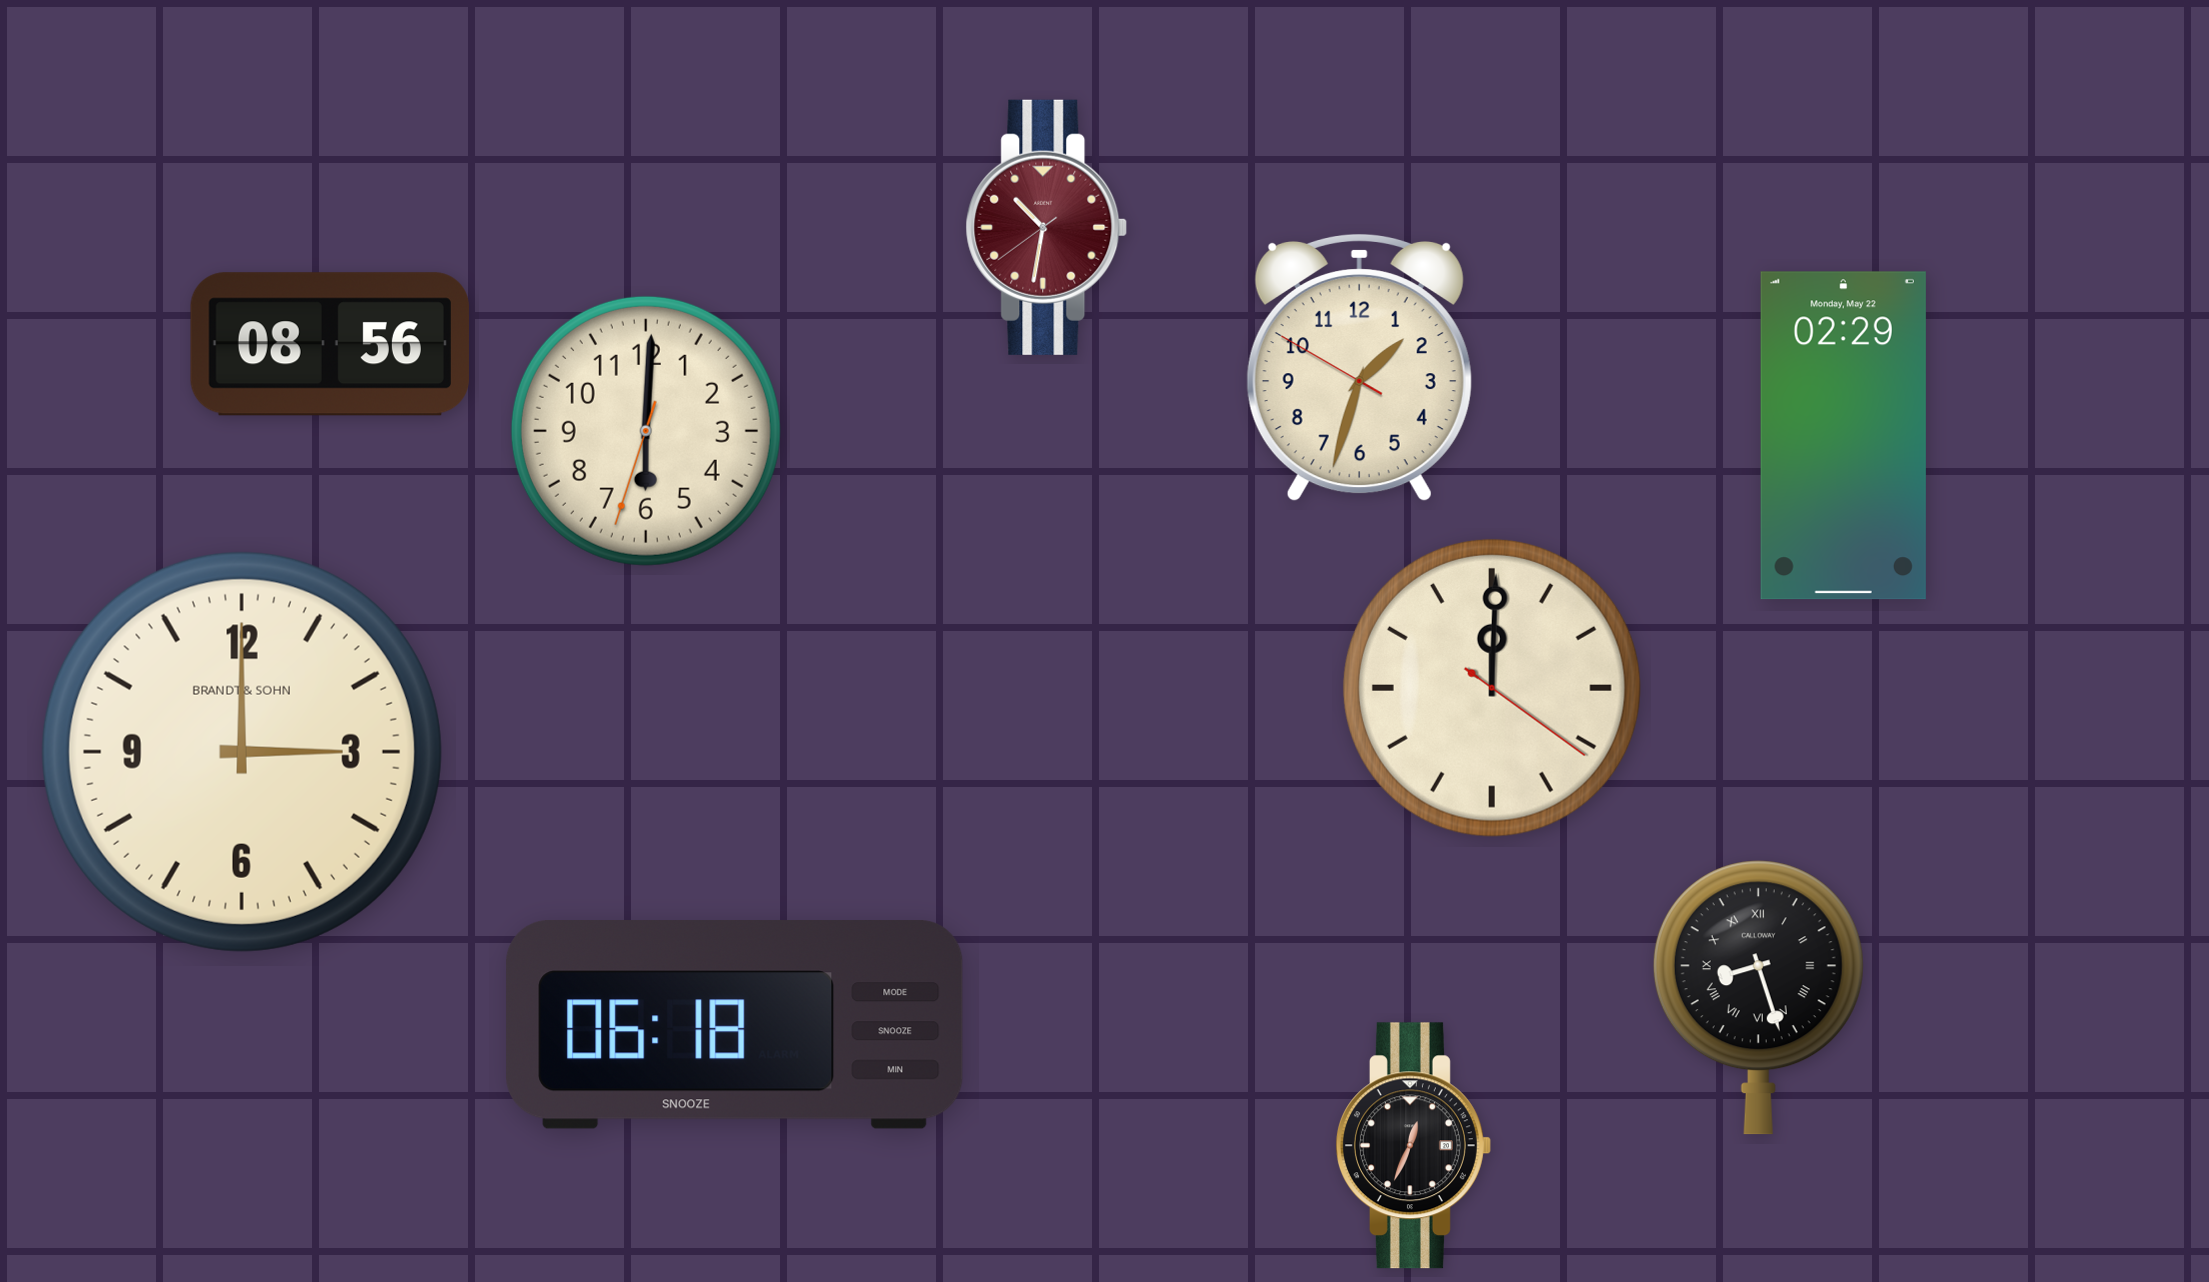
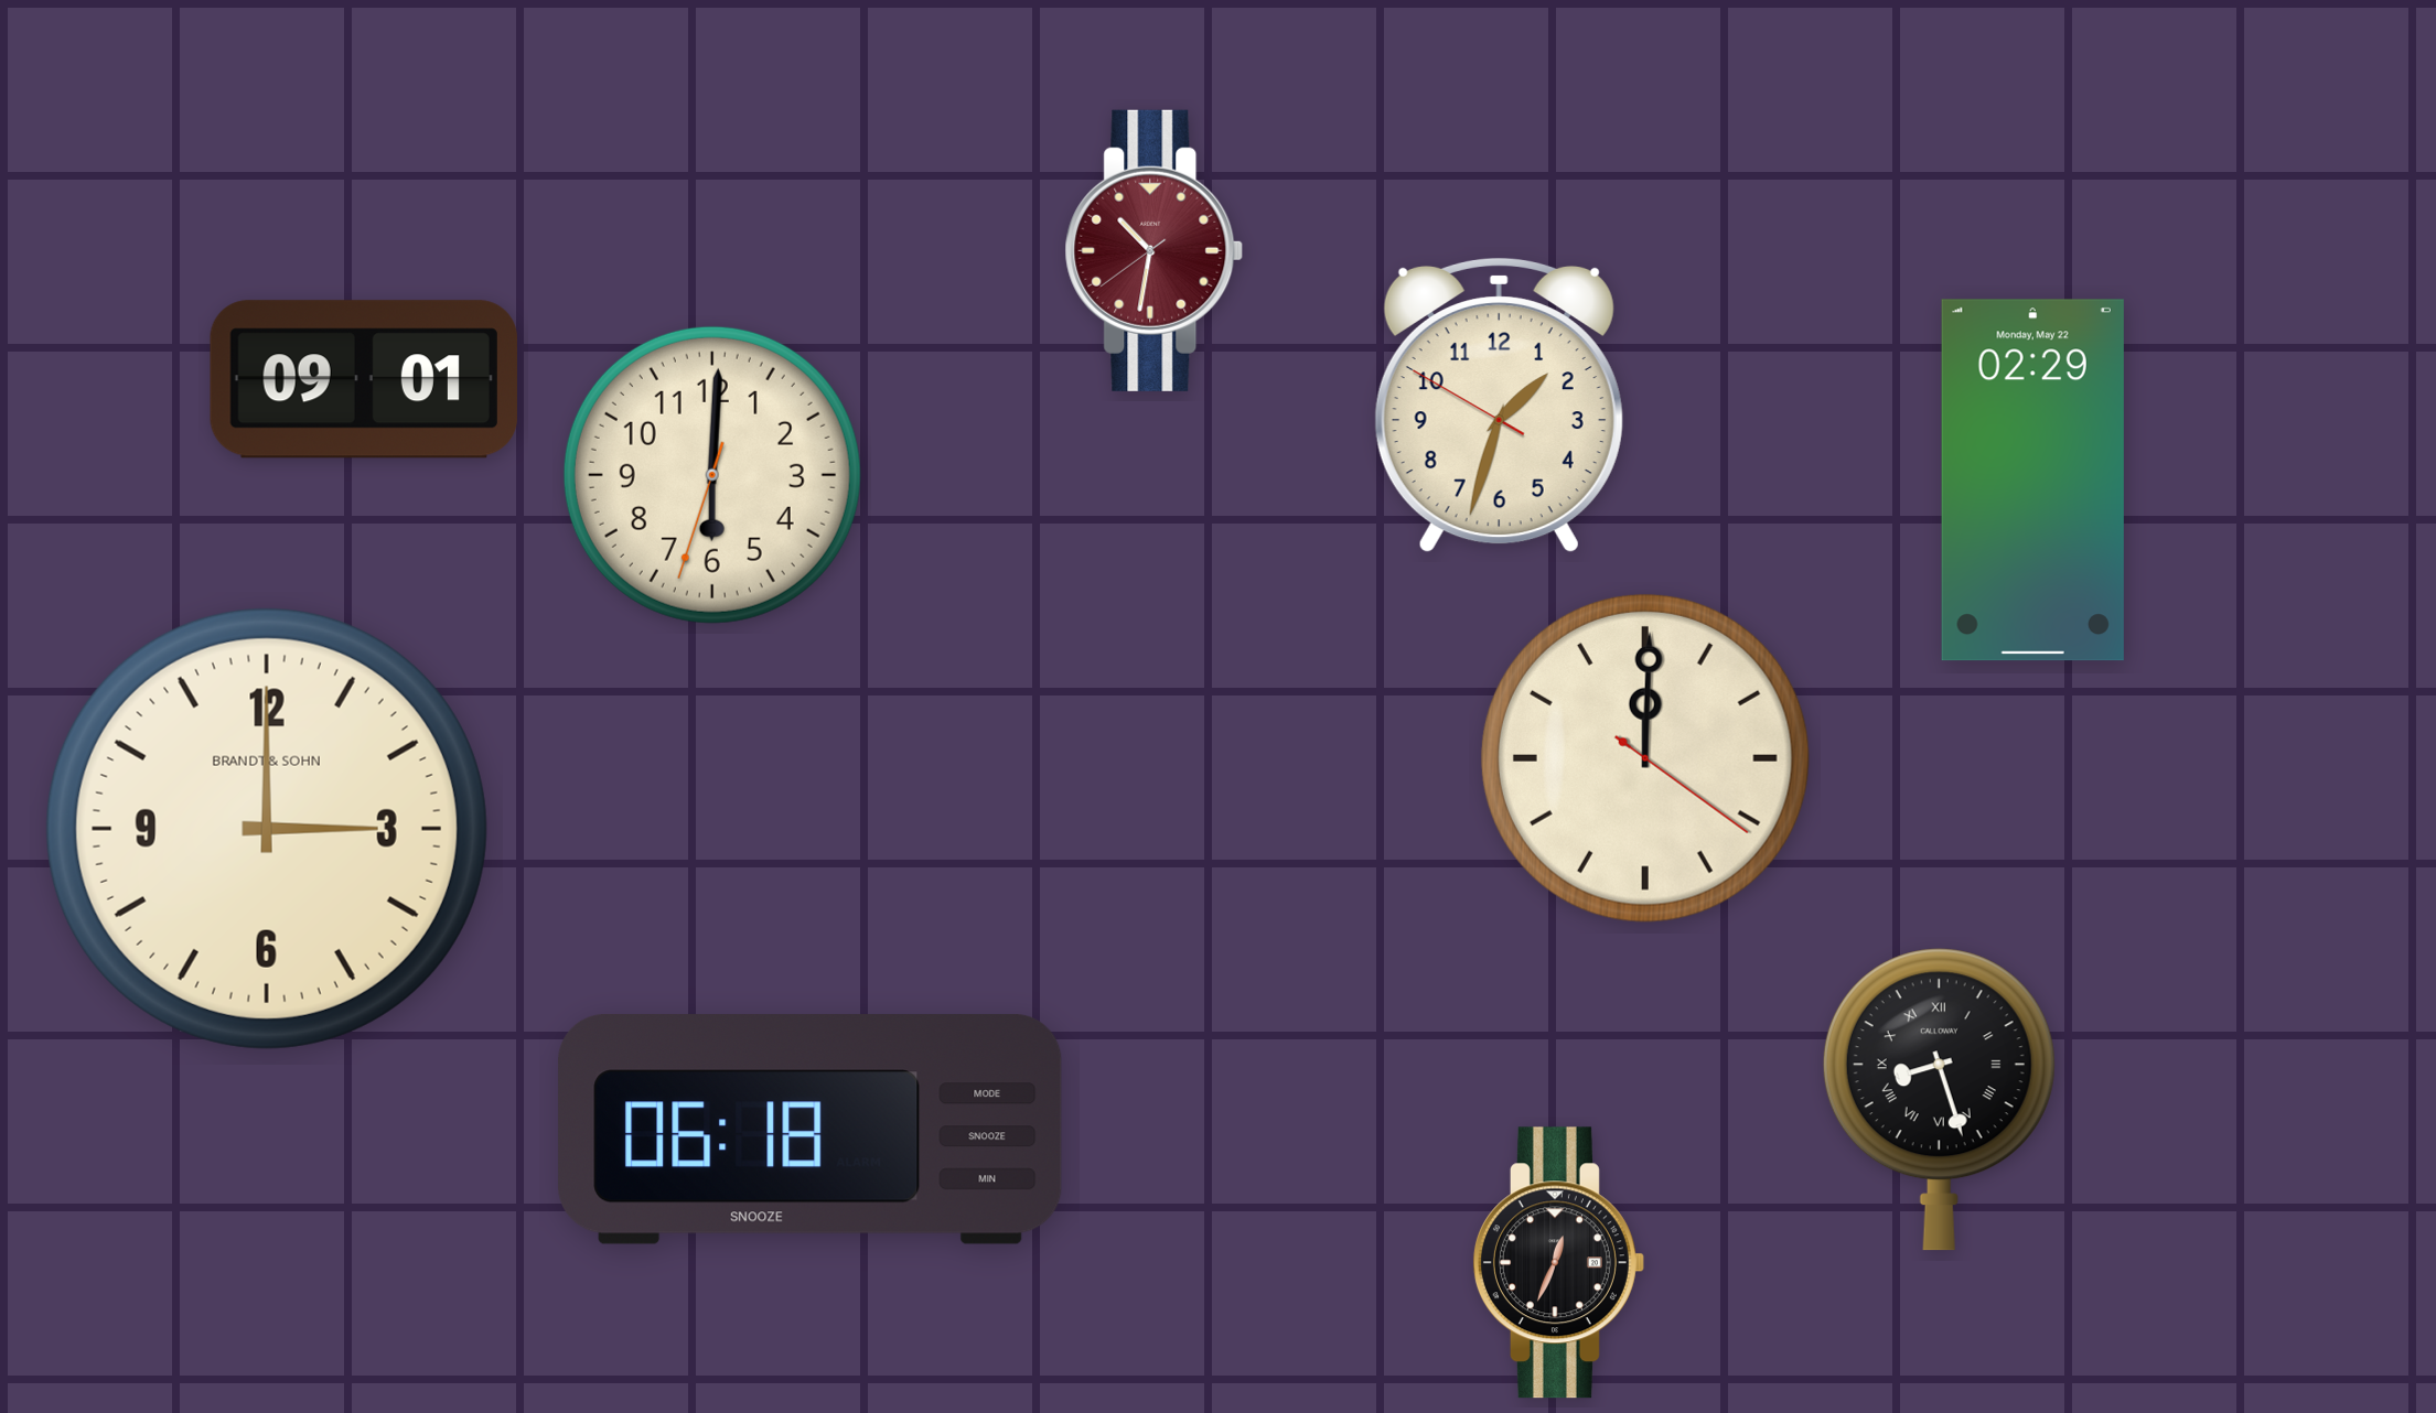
clock at (330, 344): 08:56 -> 09:01
